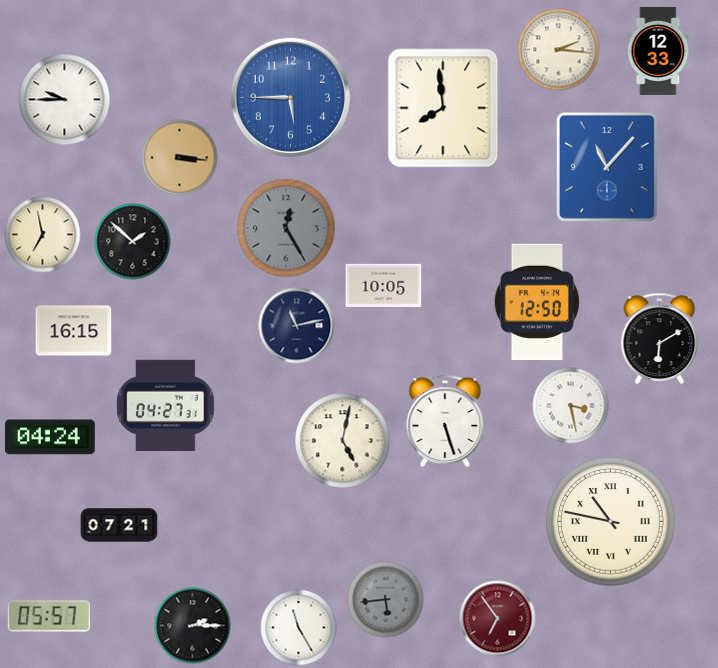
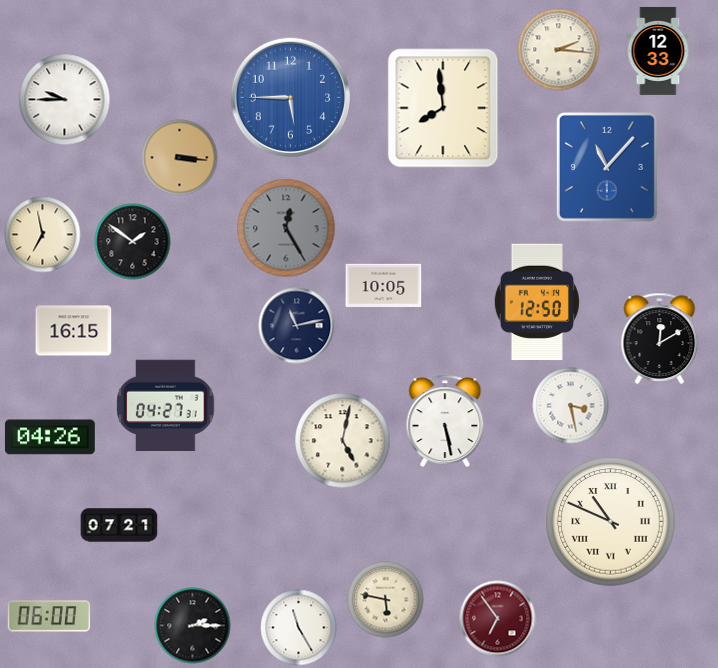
clock at (133, 242): 1:52 -> 1:51
clock at (660, 338): 6:10 -> 12:10
clock at (445, 421): 5:27 -> 5:28
clock at (50, 437): 04:24 -> 04:26
clock at (611, 522): 10:47 -> 10:49
clock at (386, 600): 5:44 -> 5:47
clock at (386, 600) dial: grey -> cream
clock at (49, 616): 05:57 -> 06:00
